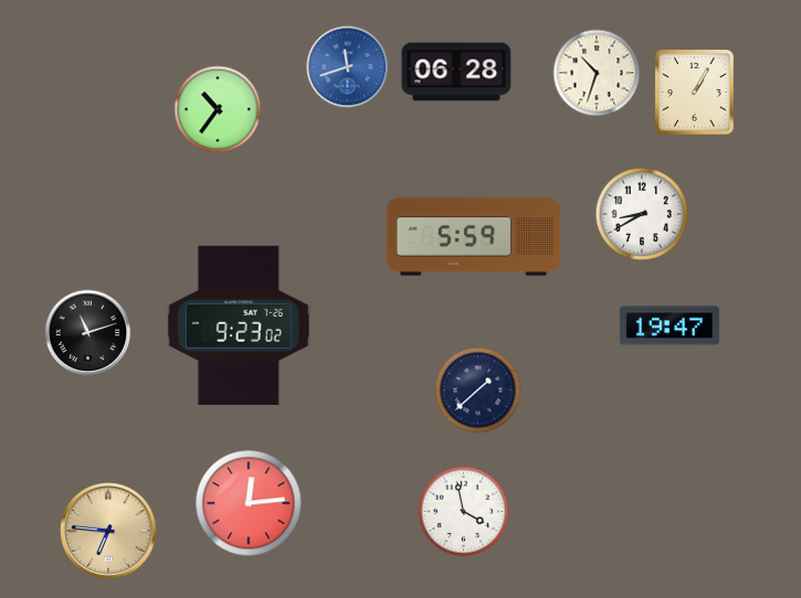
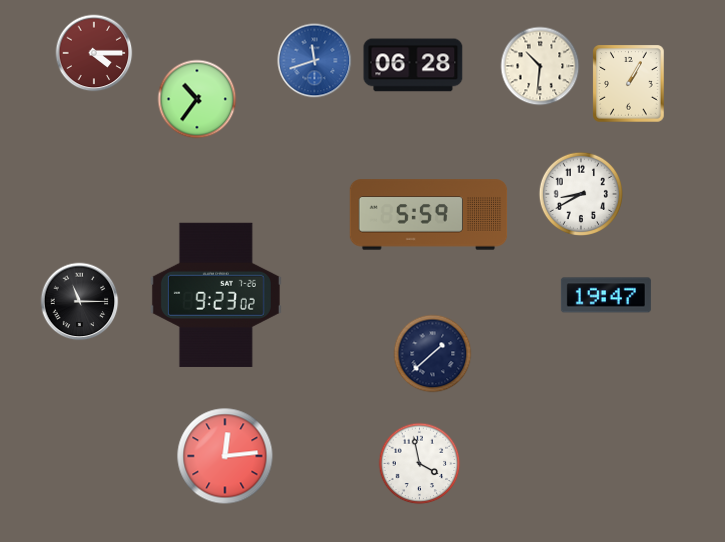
clock at (94, 53): none -> 4:15
clock at (597, 73): 10:33 -> 10:31
clock at (88, 333): 11:12 -> 11:15
clock at (108, 531): 6:46 -> none
